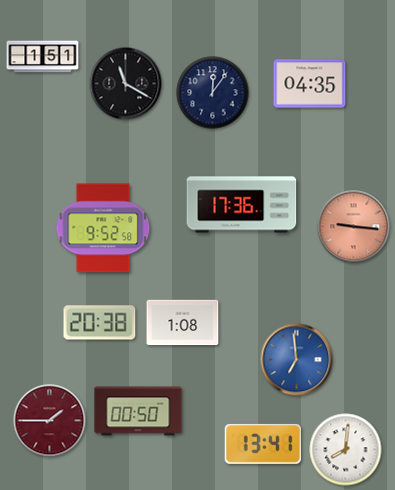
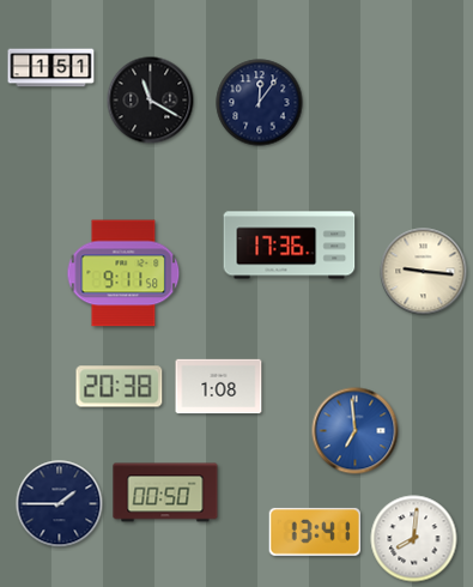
clock at (310, 84): 04:35 -> none
clock at (213, 93) position: (213, 93) -> (260, 103)
clock at (354, 227) dial: salmon -> cream
clock at (103, 228): 9:52 -> 9:11
clock at (50, 421) dial: burgundy -> navy
